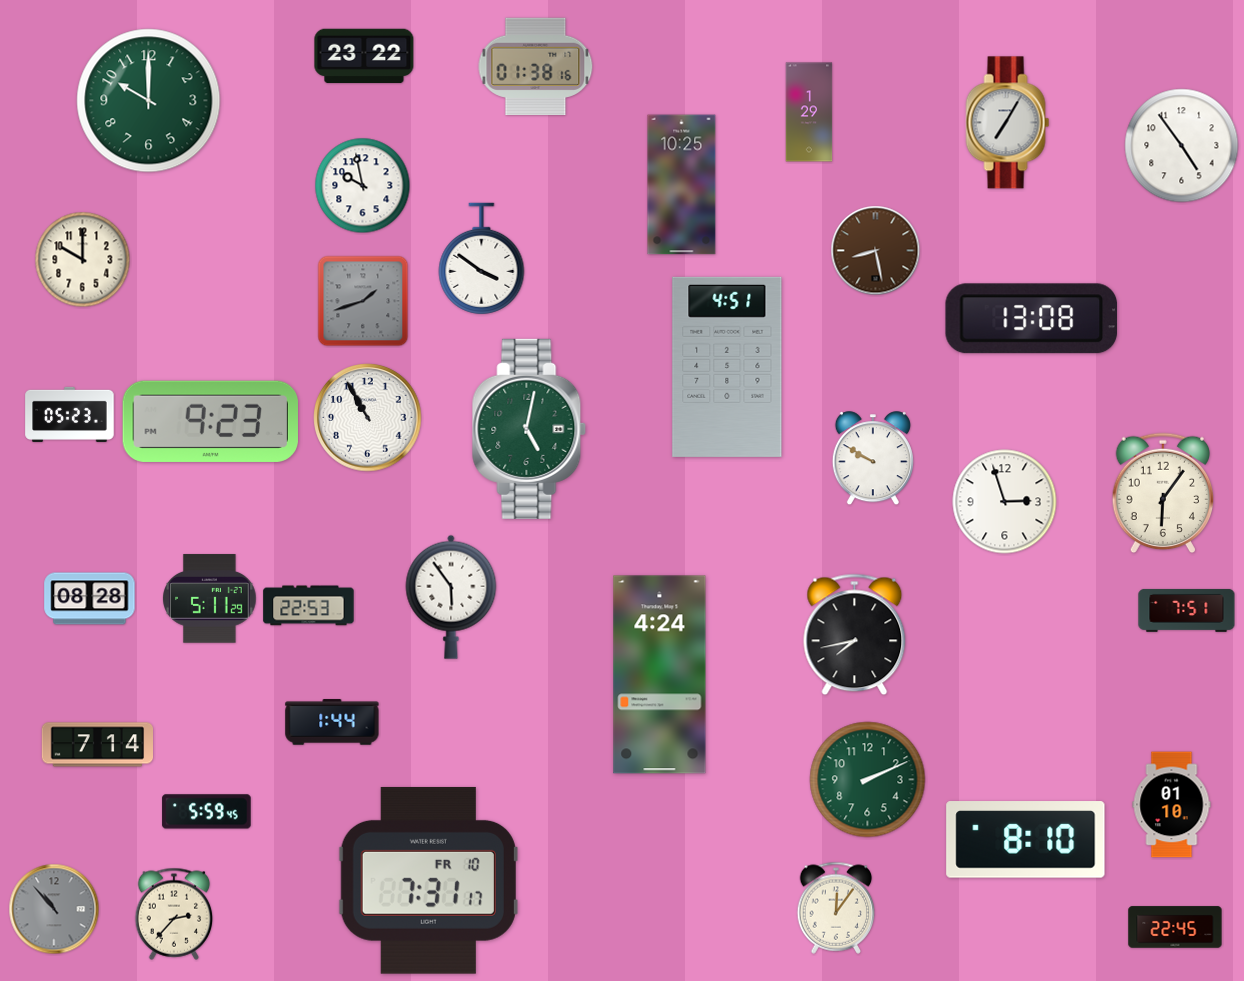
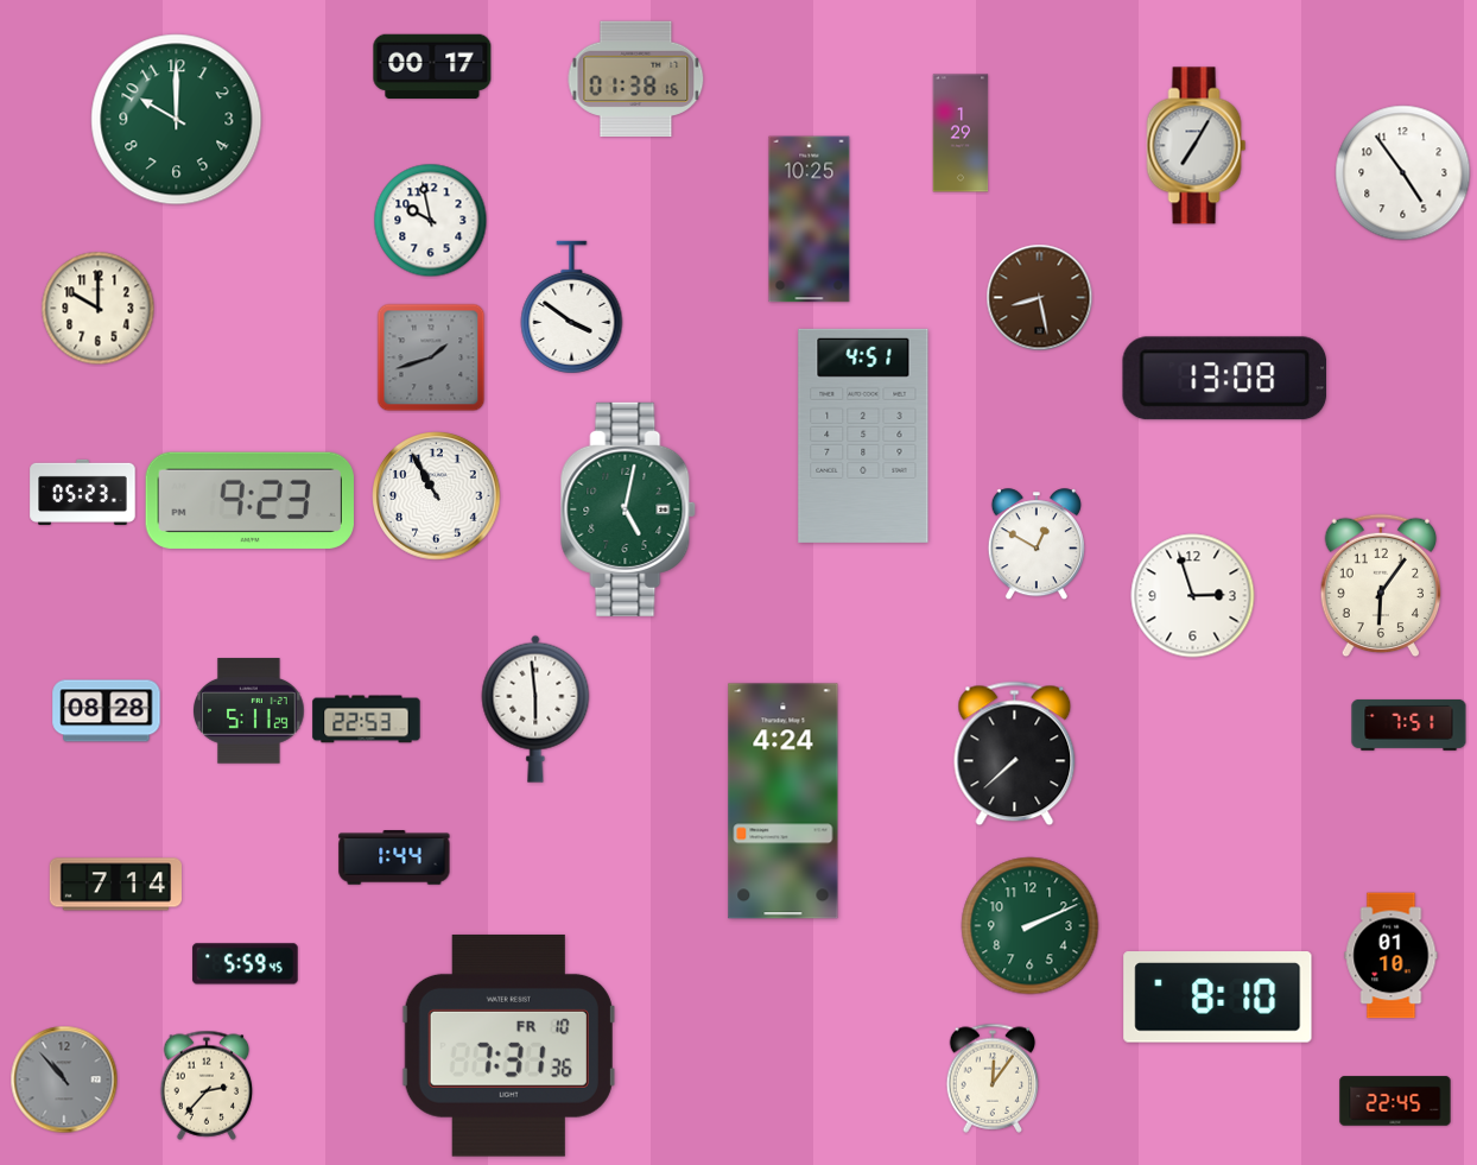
clock at (364, 56): 23:22 -> 00:17
clock at (873, 459): 9:50 -> 12:50
clock at (451, 597): 5:54 -> 5:59
clock at (855, 635): 7:43 -> 7:38
clock at (428, 880): 7:31:17 -> 7:31:36
